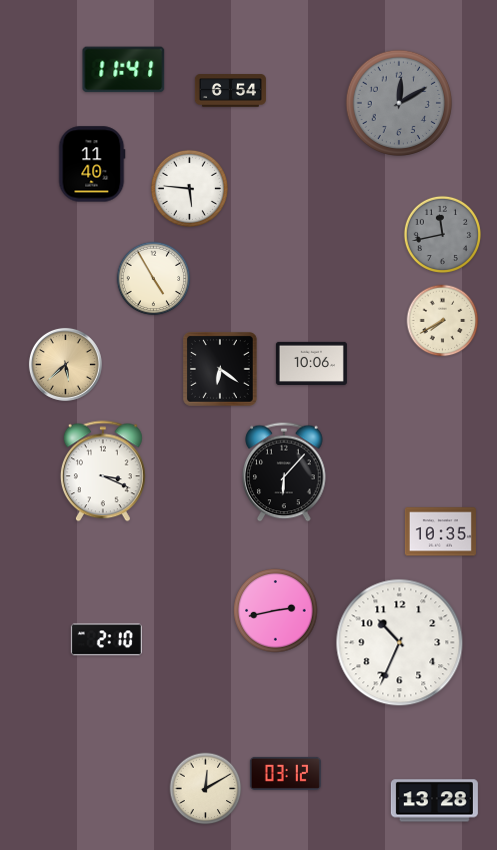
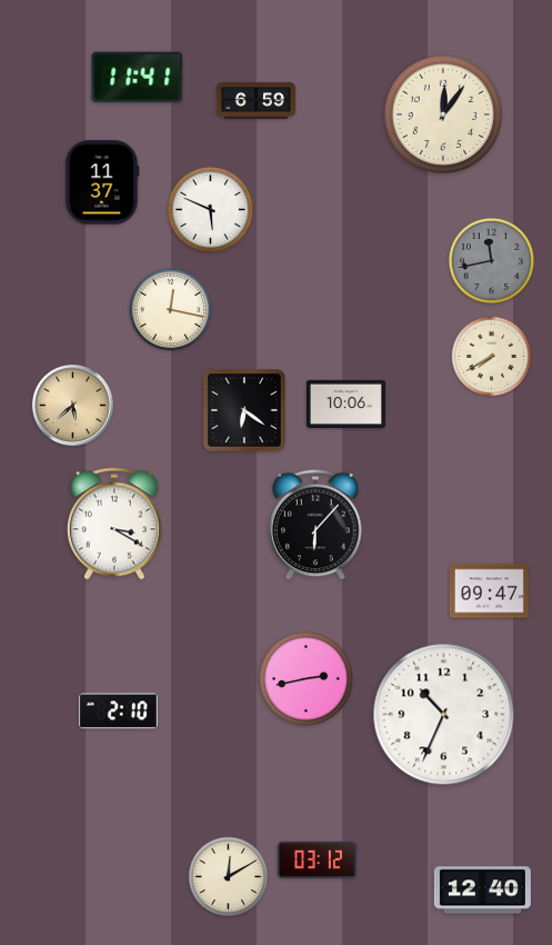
clock at (230, 91): 6:54 -> 6:59
clock at (398, 102): 12:10 -> 12:06
clock at (398, 102) dial: grey -> cream
clock at (92, 164): 11:40 -> 11:37
clock at (189, 188): 5:46 -> 5:49
clock at (154, 279): 4:55 -> 12:17
clock at (103, 471): 3:19 -> 3:20
clock at (440, 532): 10:35 -> 09:47
clock at (434, 801): 13:28 -> 12:40
